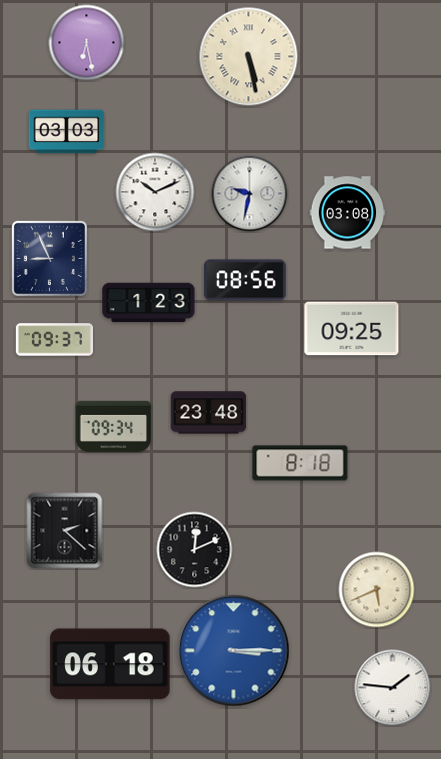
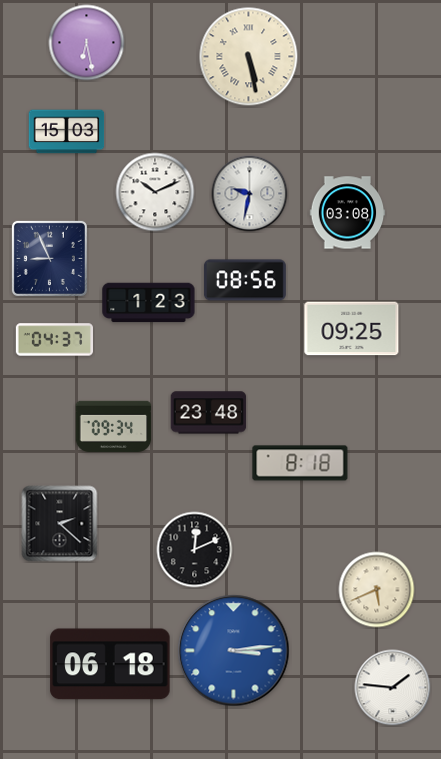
clock at (67, 132): 03:03 -> 15:03
clock at (54, 340): 09:37 -> 04:37
clock at (65, 531) position: (65, 531) -> (60, 524)
clock at (234, 651): 3:15 -> 3:14
